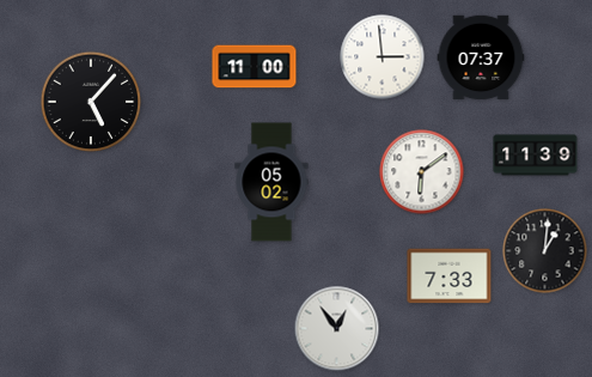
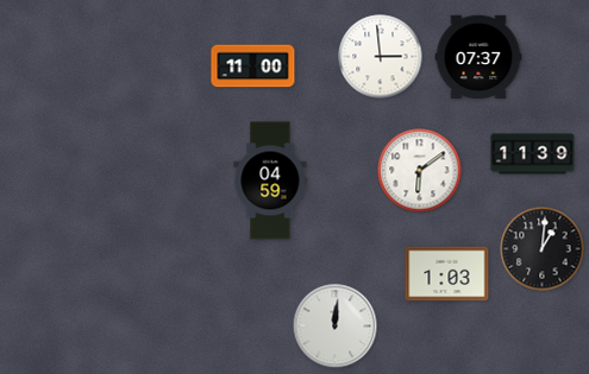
clock at (91, 102): 5:07 -> none
clock at (271, 182): 05:02 -> 04:59
clock at (450, 276): 7:33 -> 1:03
clock at (337, 329): 12:54 -> 12:01
